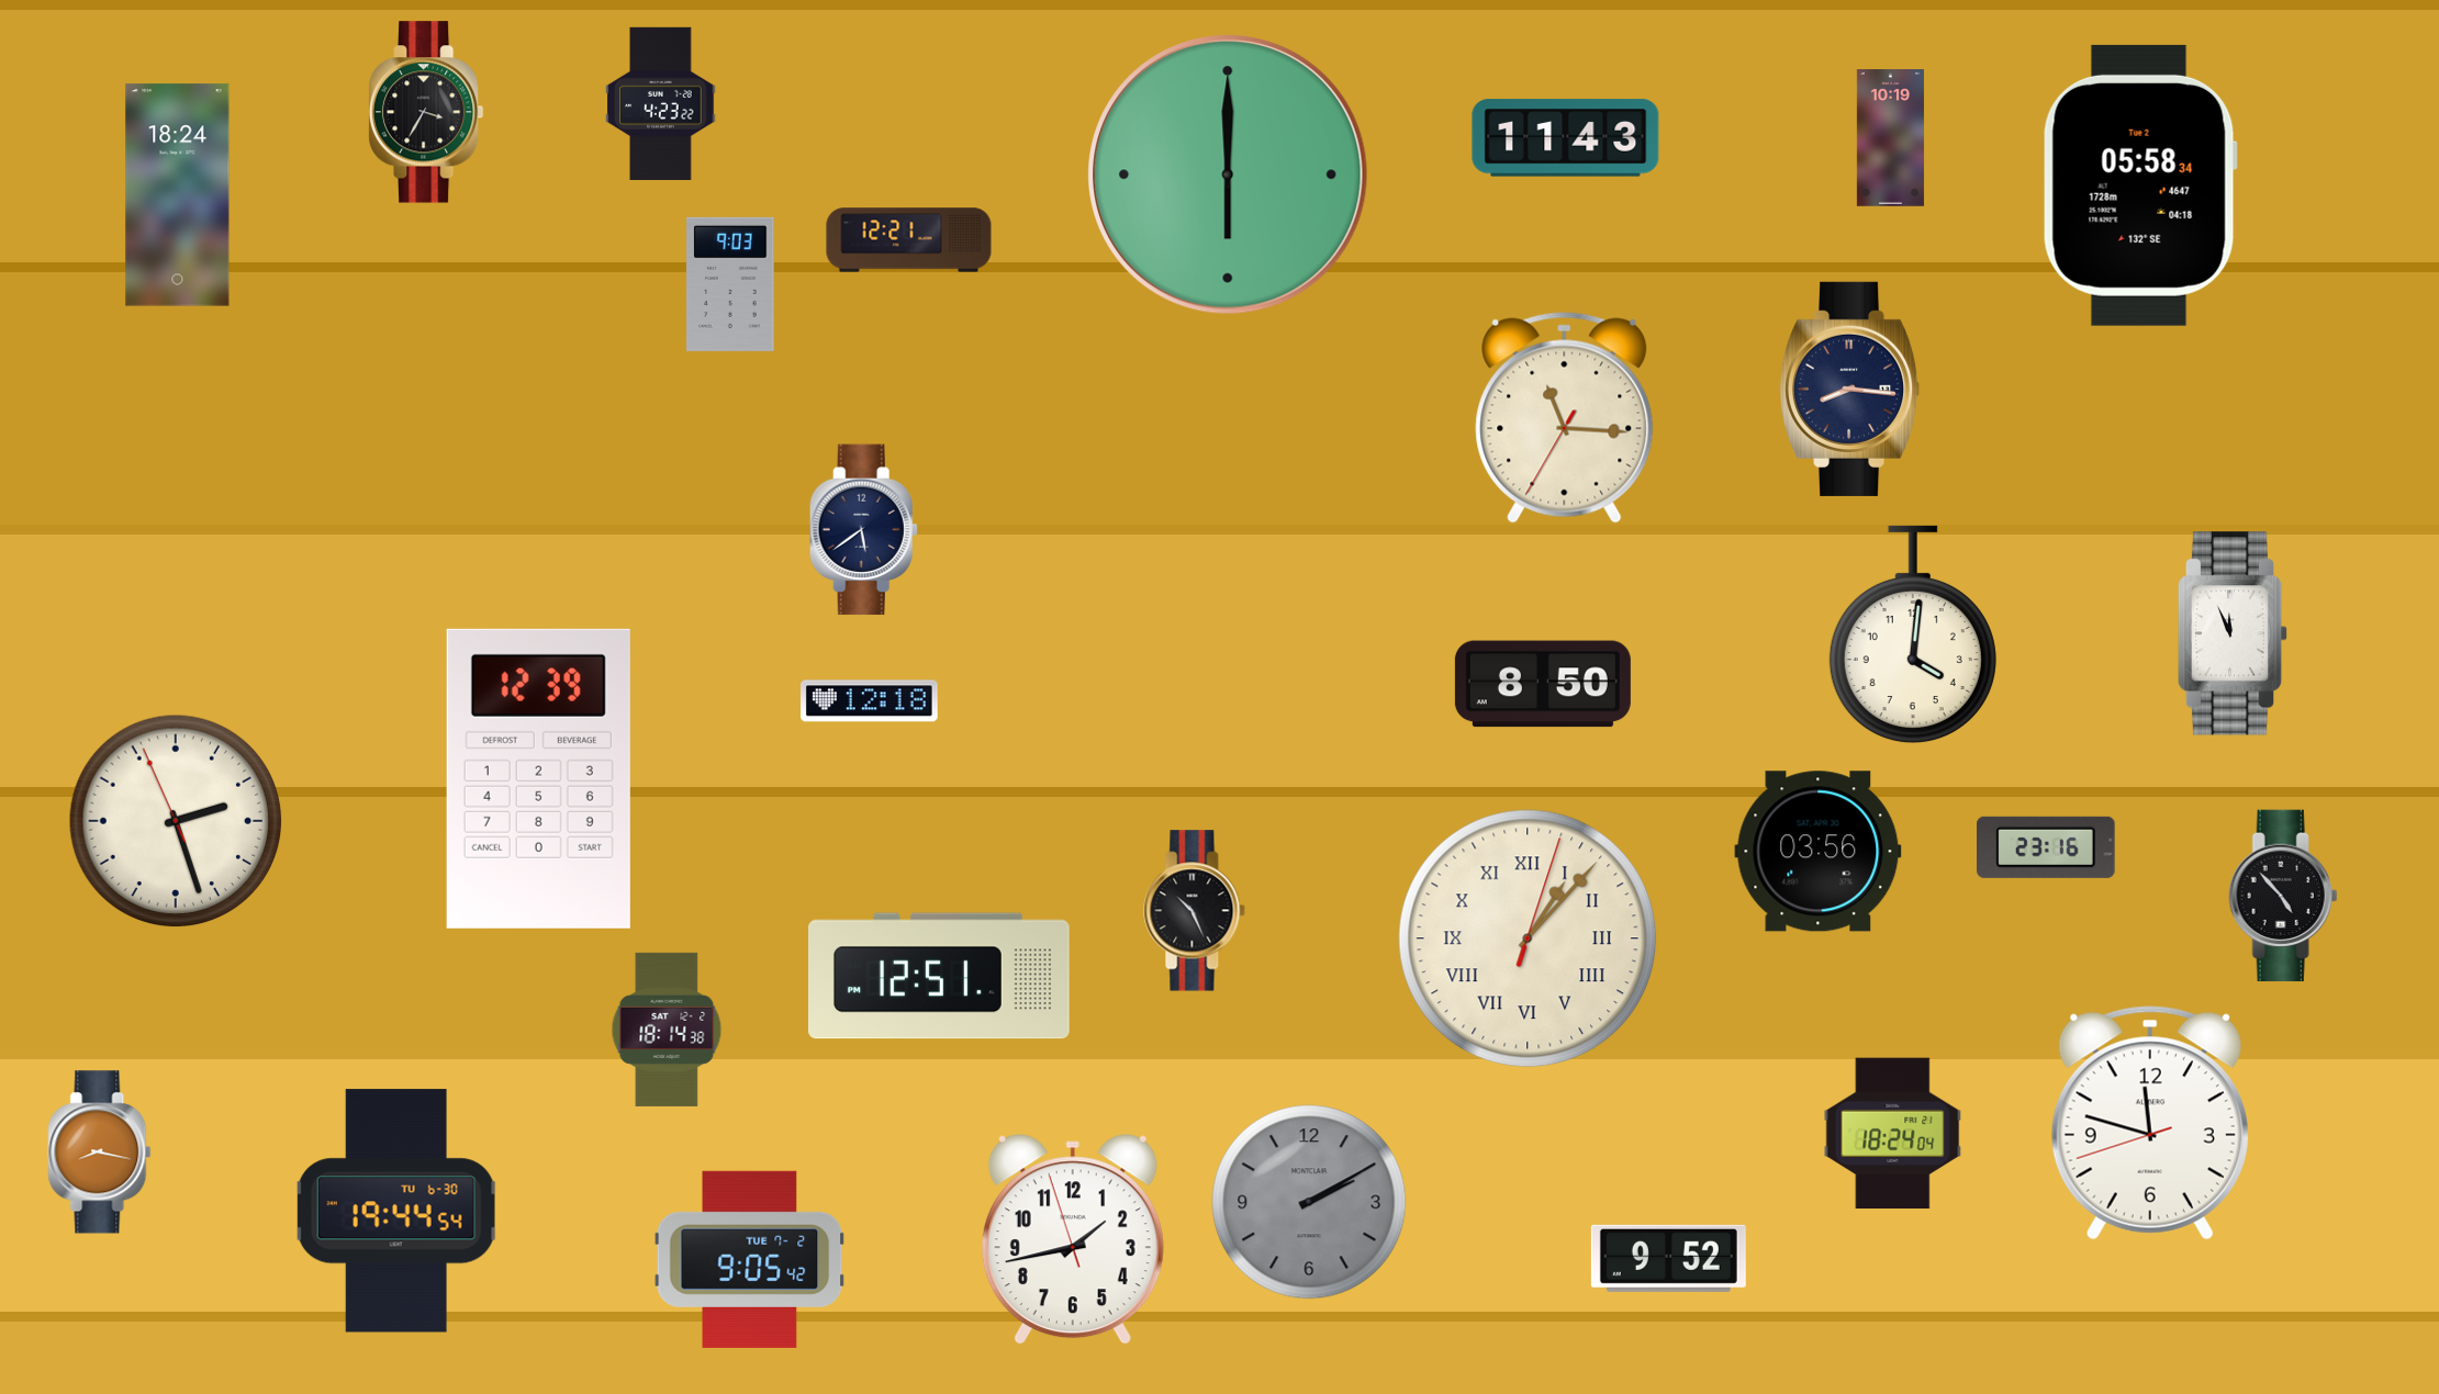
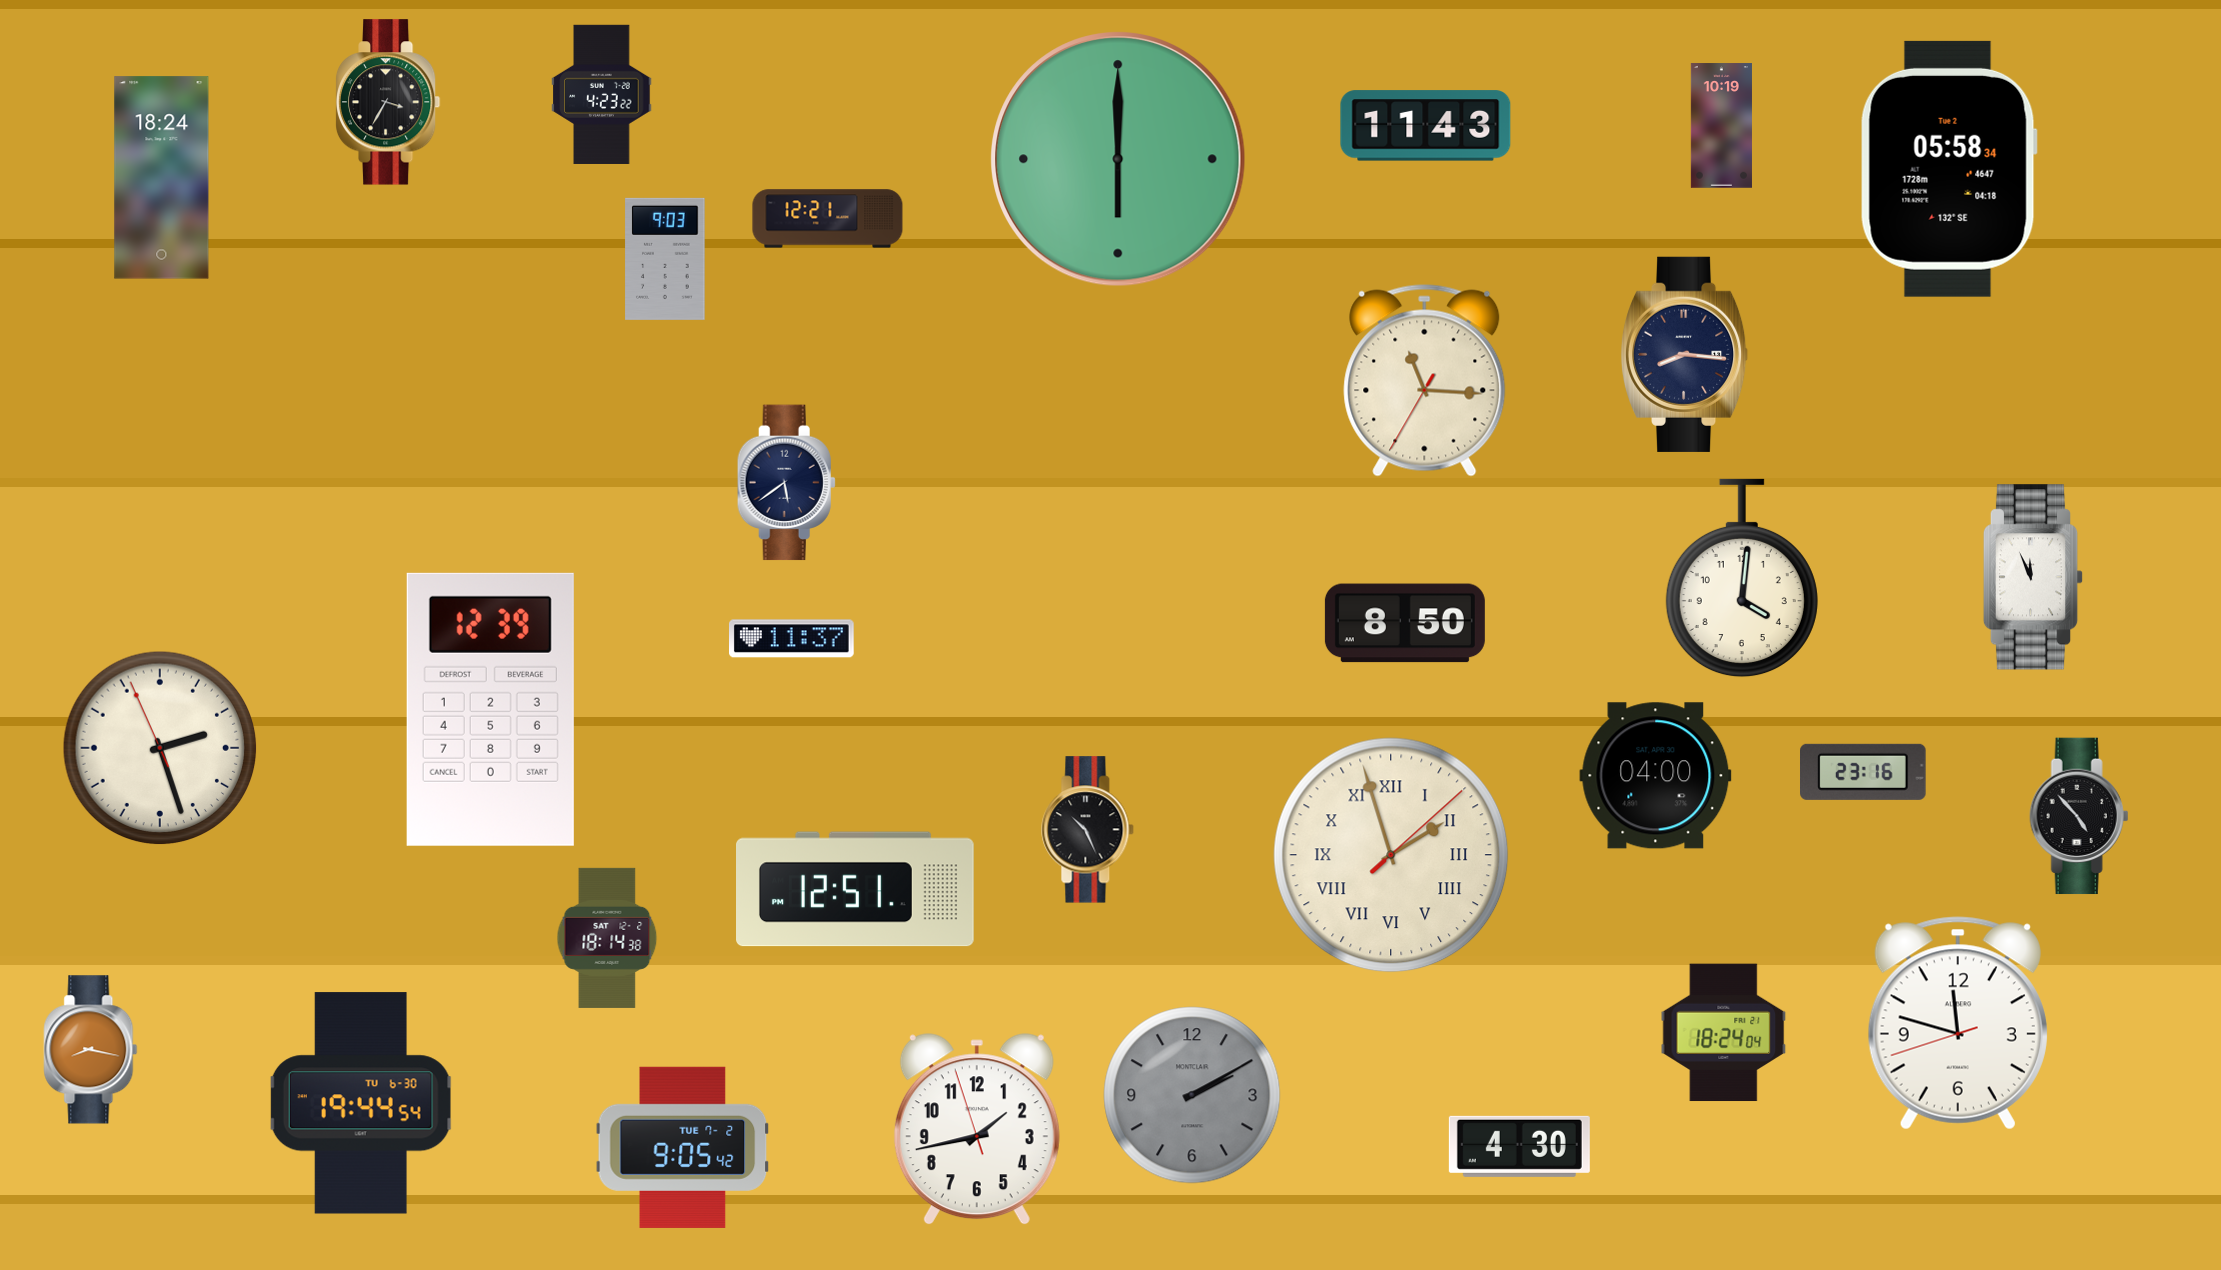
clock at (870, 701): 12:18 -> 11:37
clock at (1819, 852): 03:56 -> 04:00
clock at (1528, 938): 1:07 -> 1:57
clock at (1668, 1258): 9:52 -> 4:30
